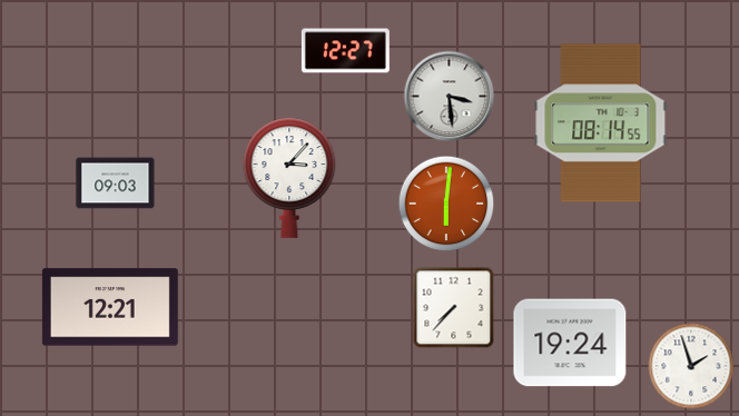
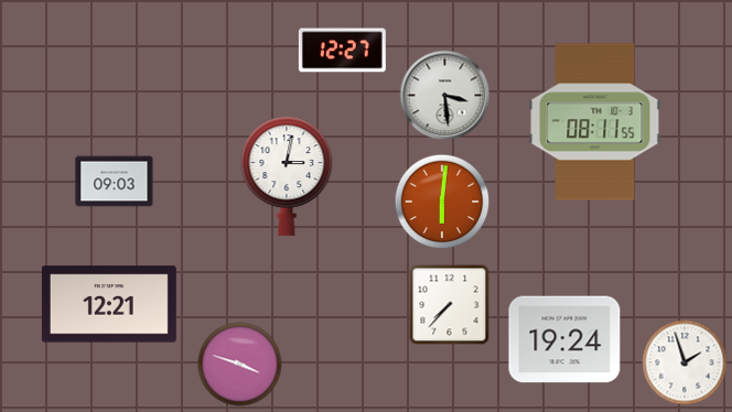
clock at (601, 123): 08:14 -> 08:11
clock at (289, 178): 3:07 -> 3:02
clock at (240, 365): none -> 3:48
